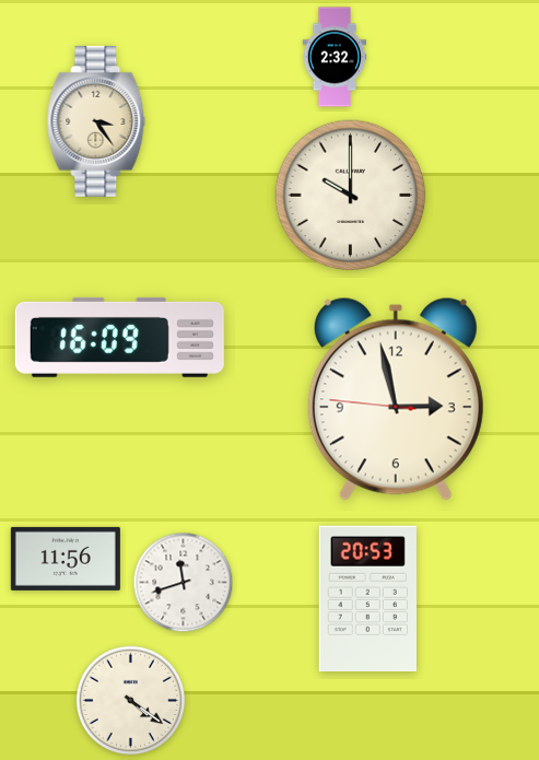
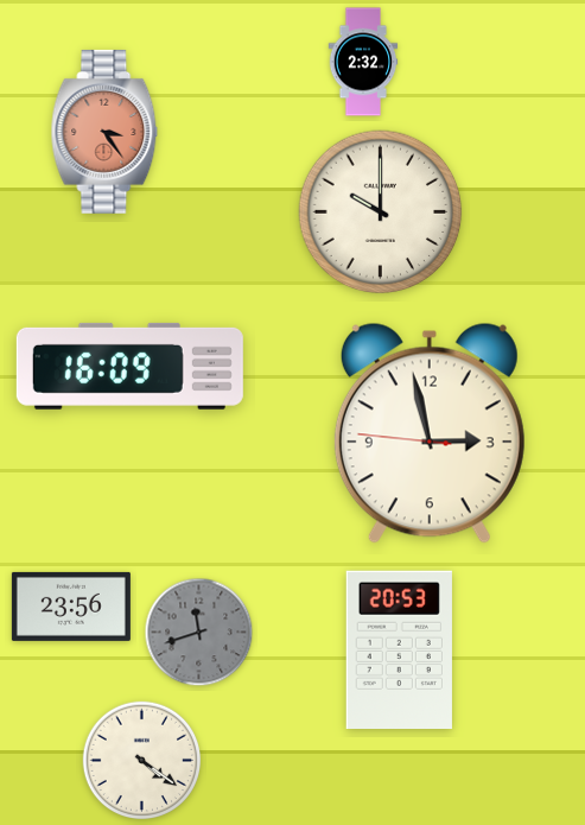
clock at (96, 121) dial: cream -> salmon
clock at (66, 559): 11:56 -> 23:56
clock at (184, 583) dial: white -> grey
